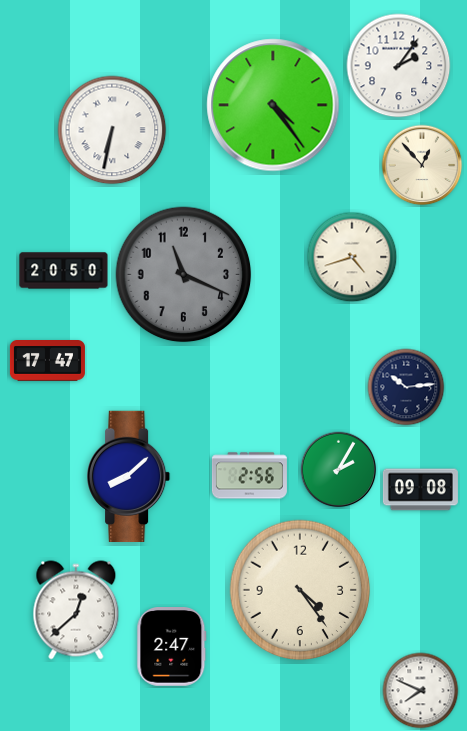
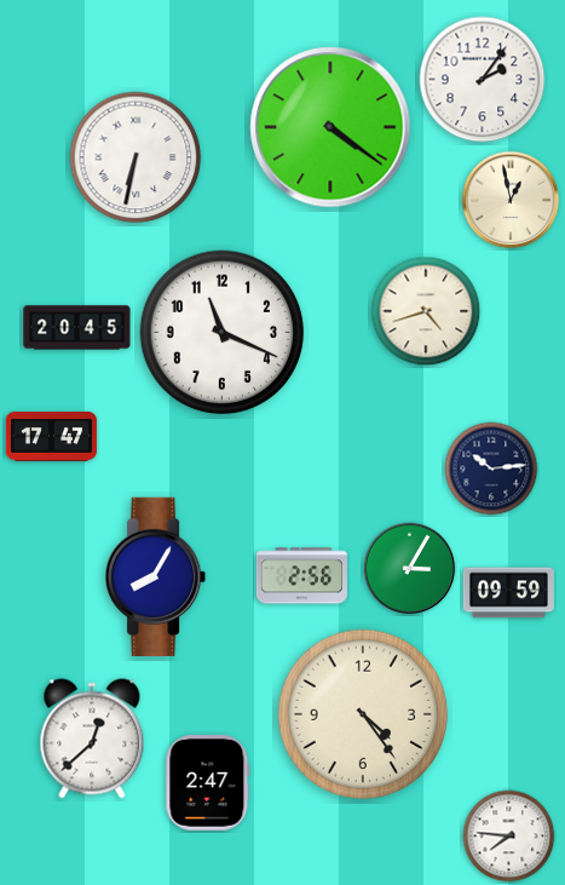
clock at (273, 105): 4:24 -> 4:21
clock at (422, 165): 12:53 -> 12:58
clock at (64, 271): 20:50 -> 20:45
clock at (184, 275) dial: grey -> white
clock at (47, 361) position: (47, 361) -> (51, 437)
clock at (339, 470): 2:05 -> 3:05
clock at (130, 476): 8:08 -> 8:05
clock at (420, 490): 09:08 -> 09:59
clock at (421, 691): 7:49 -> 7:46
